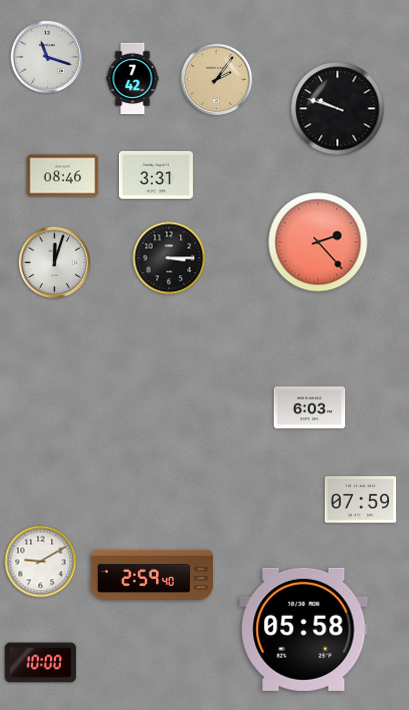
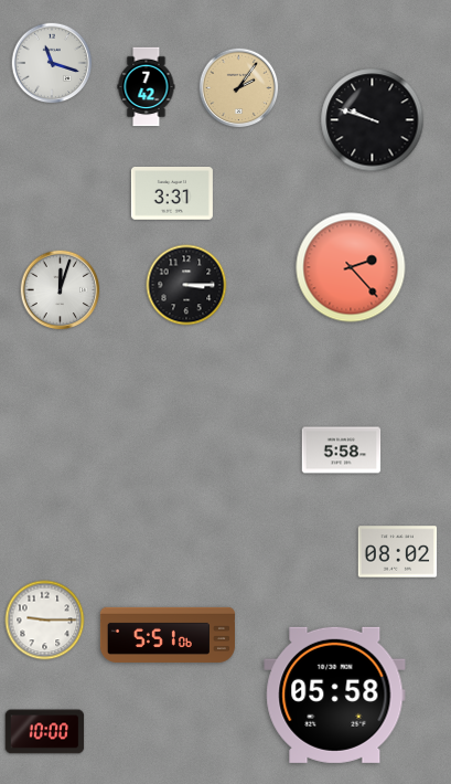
clock at (63, 176): 08:46 -> none
clock at (310, 408): 6:03 -> 5:58
clock at (361, 500): 07:59 -> 08:02
clock at (41, 562): 9:10 -> 9:15
clock at (152, 575): 2:59 -> 5:51
